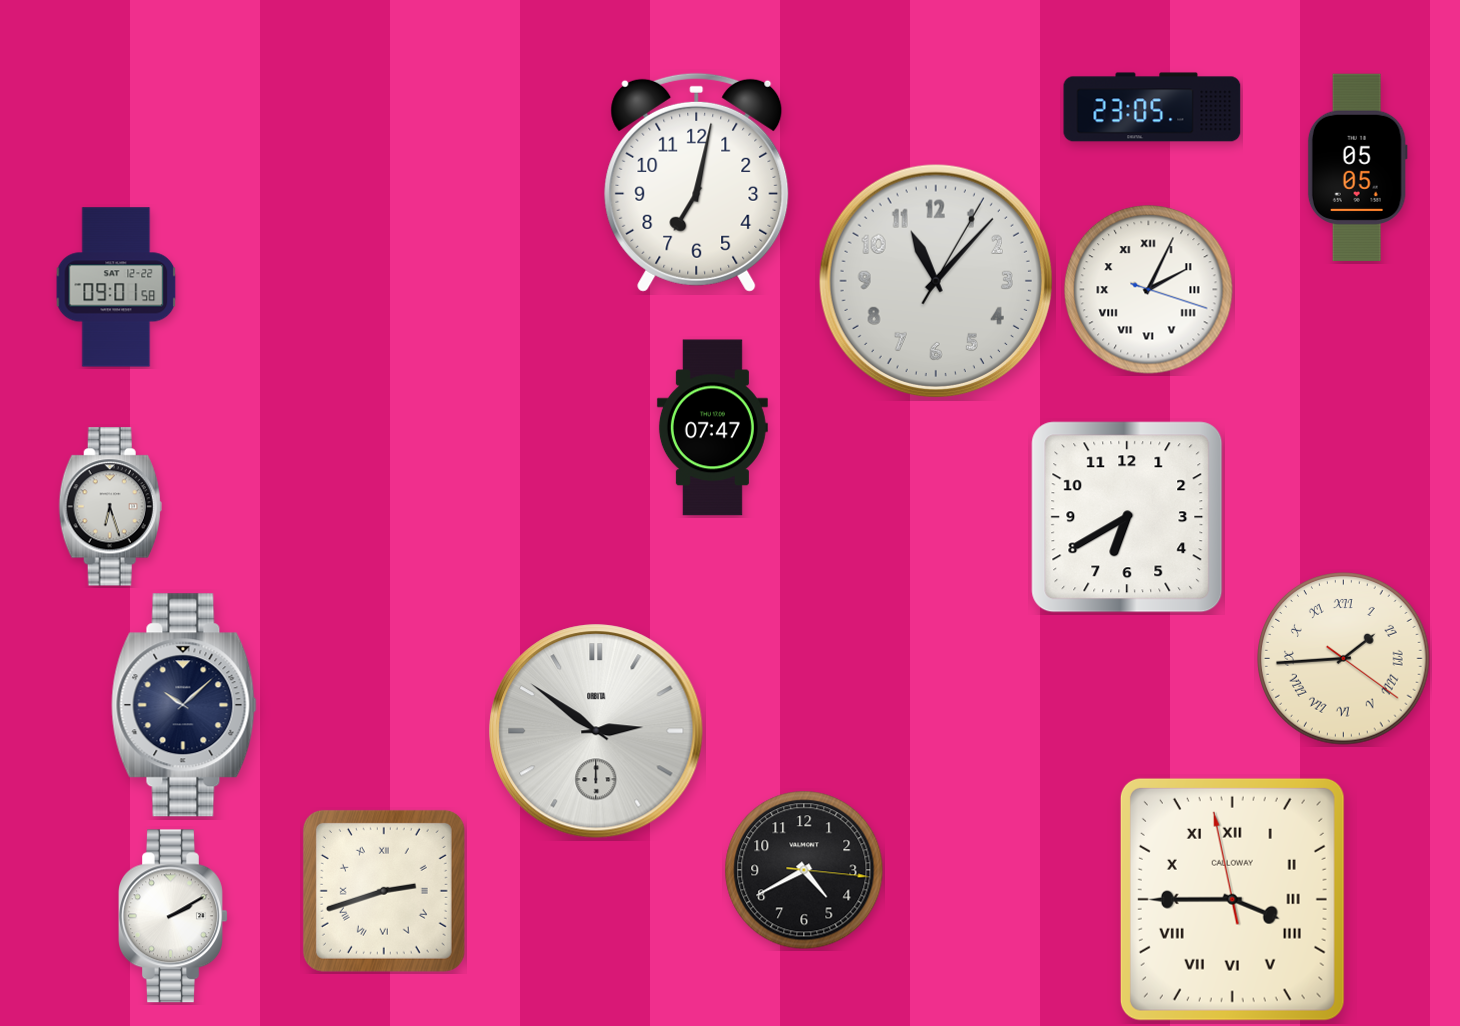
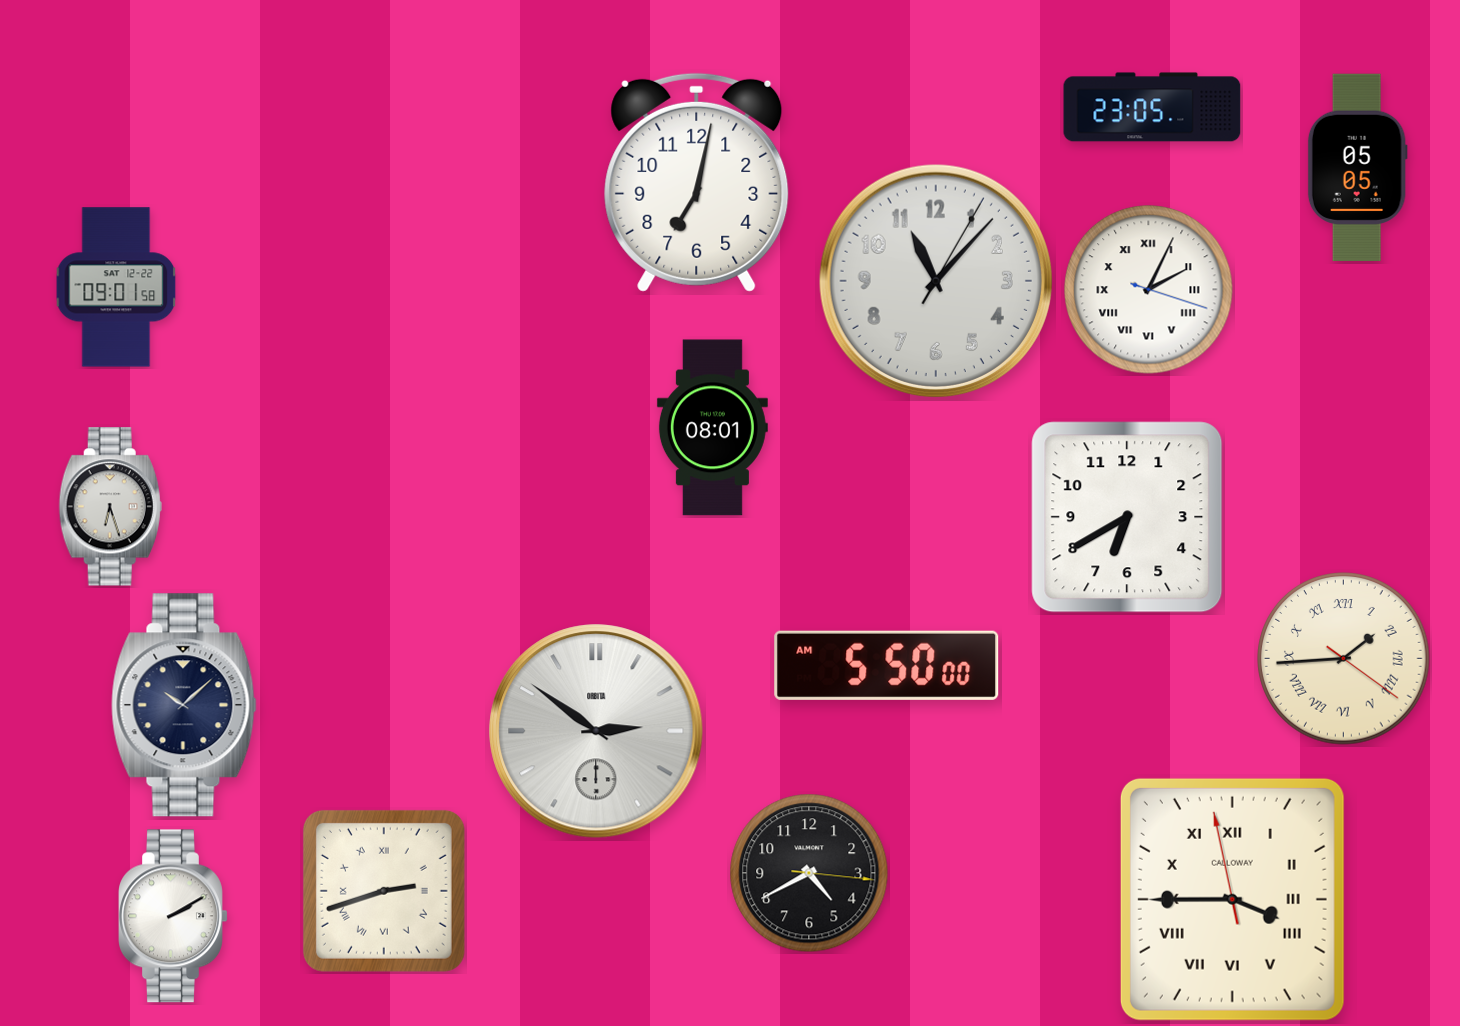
clock at (712, 428): 07:47 -> 08:01
clock at (887, 665): none -> 5:50
clock at (804, 870) position: (804, 870) -> (809, 873)
